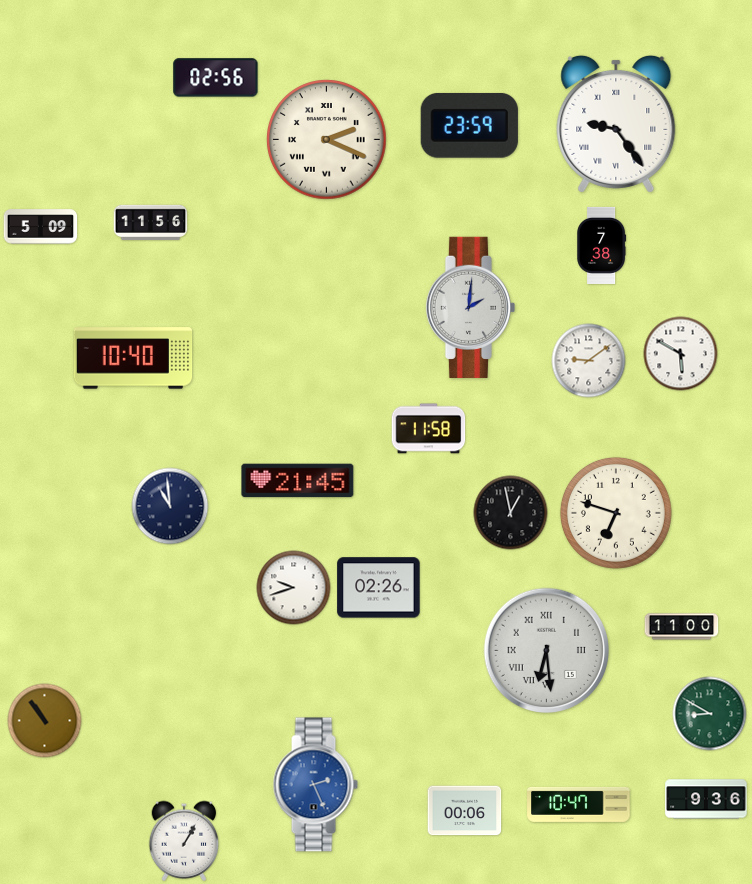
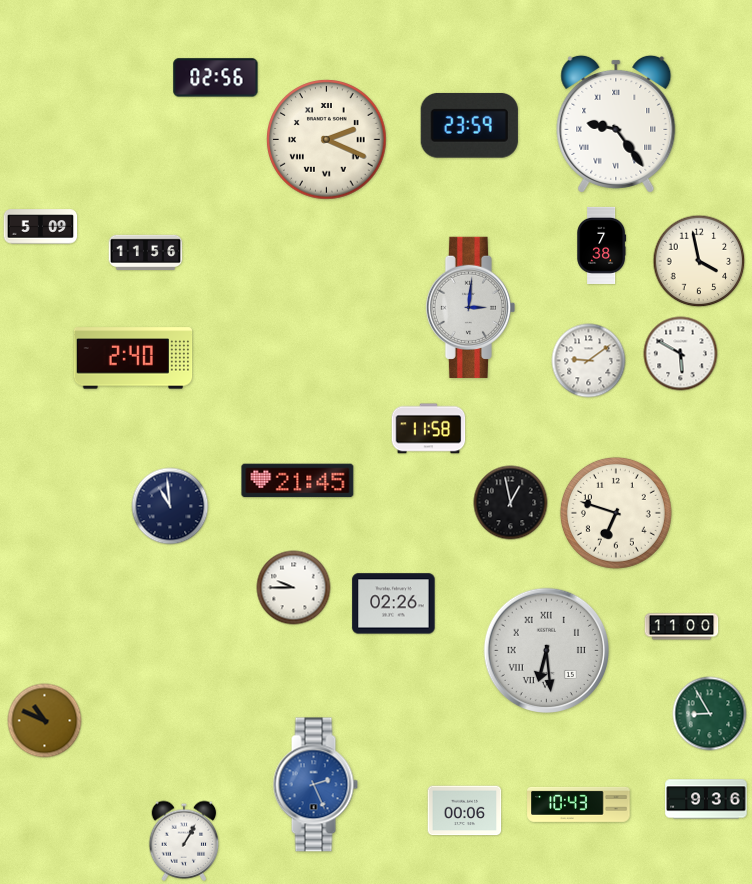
clock at (151, 222) position: (151, 222) -> (146, 252)
clock at (699, 261): none -> 3:58
clock at (470, 307): 2:01 -> 3:01
clock at (133, 358): 10:40 -> 2:40
clock at (511, 513) position: (511, 513) -> (511, 503)
clock at (294, 588): 9:42 -> 9:45
clock at (379, 588) position: (379, 588) -> (394, 604)
clock at (710, 714): 8:50 -> 8:55
clock at (45, 721): 10:54 -> 10:49
clock at (579, 804): 10:47 -> 10:43
